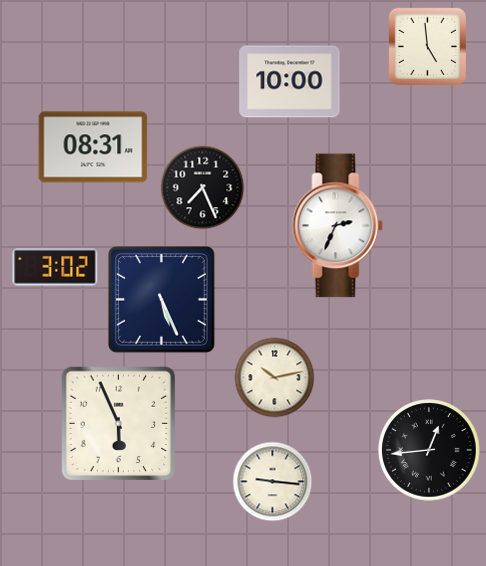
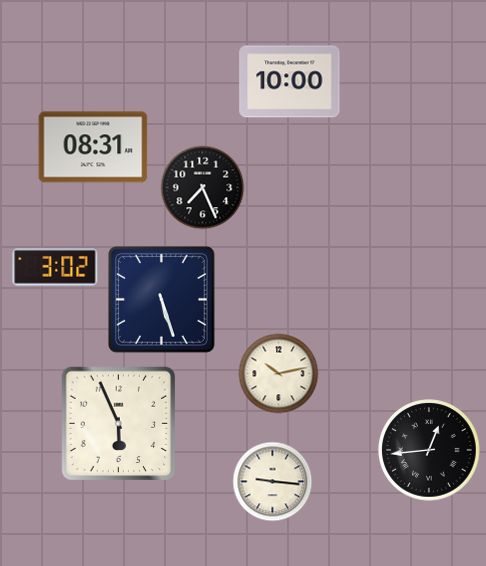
clock at (427, 46): 4:59 -> none
clock at (338, 226): 2:34 -> none
clock at (162, 300): 5:26 -> 5:27
clock at (275, 378) position: (275, 378) -> (279, 374)
